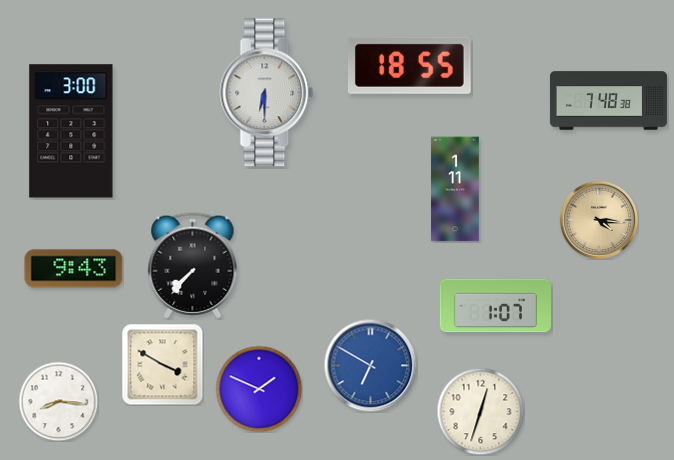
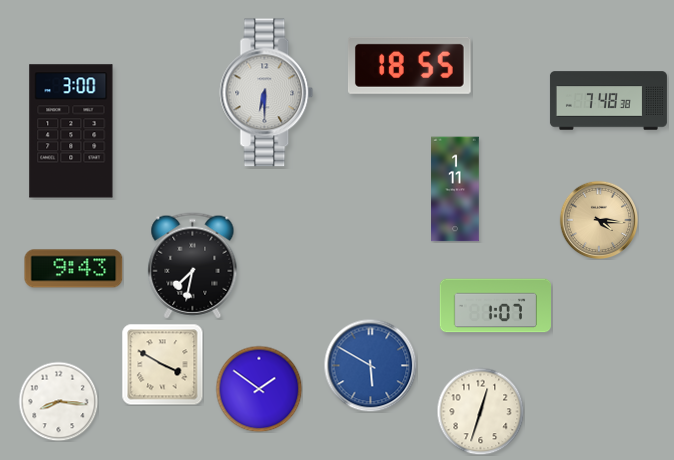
clock at (193, 266): 7:37 -> 7:32
clock at (370, 365): 6:50 -> 5:50
clock at (259, 389): 1:49 -> 1:51
